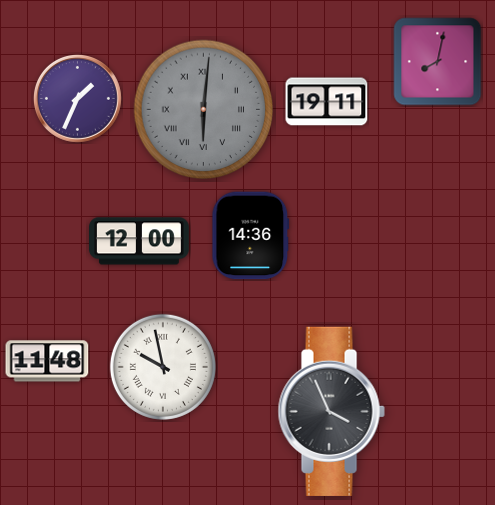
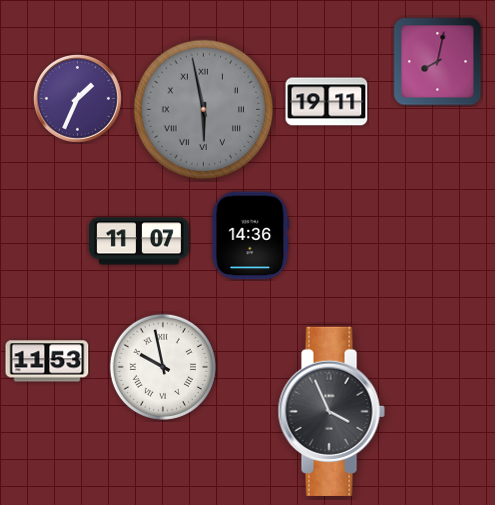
clock at (204, 110): 6:01 -> 5:58
clock at (140, 241): 12:00 -> 11:07
clock at (47, 361): 11:48 -> 11:53
